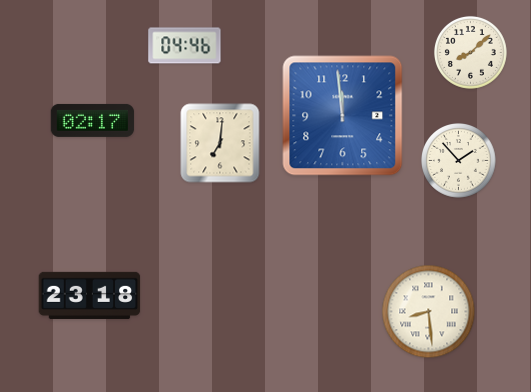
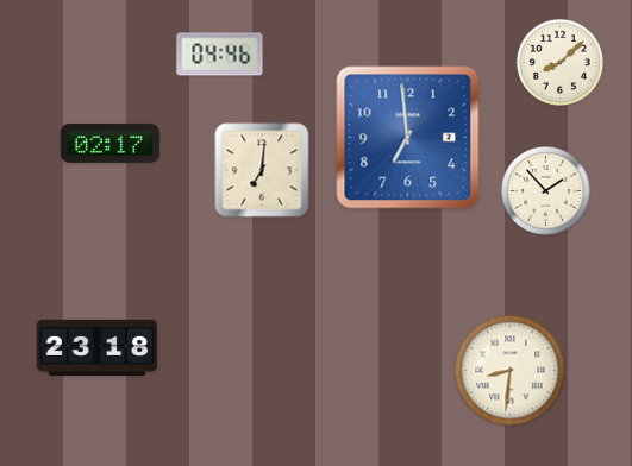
clock at (343, 116): 11:59 -> 6:59
clock at (90, 295) position: (90, 295) -> (98, 347)
clock at (429, 312): 8:29 -> 8:31
